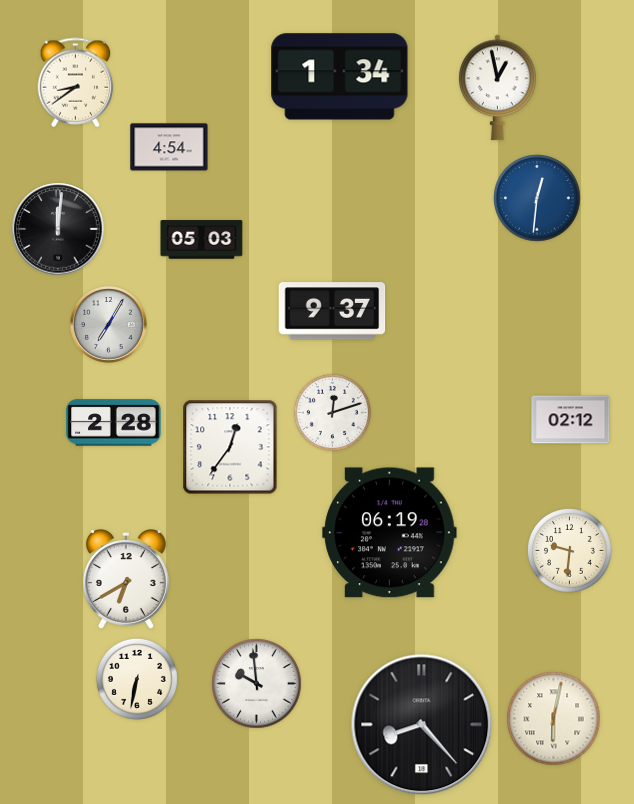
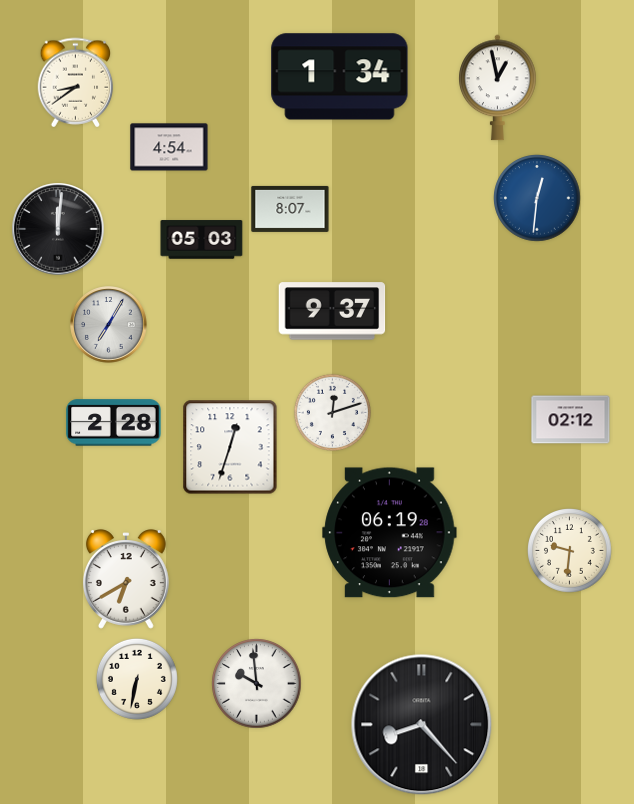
clock at (290, 209): none -> 8:07
clock at (230, 447): 12:36 -> 12:33
clock at (554, 719): 6:02 -> none
